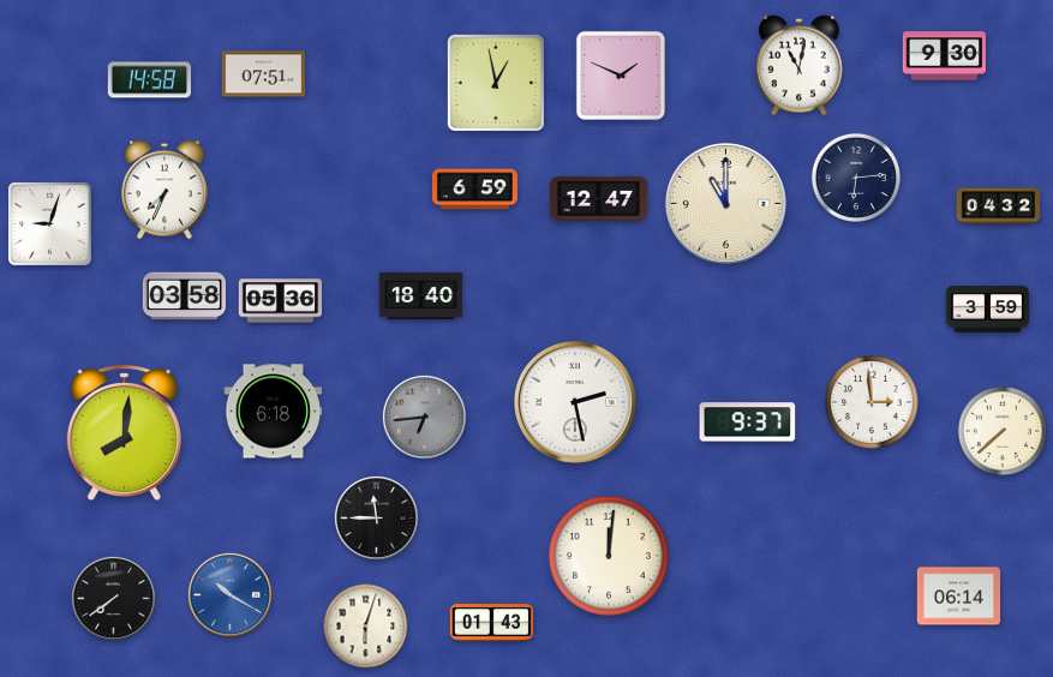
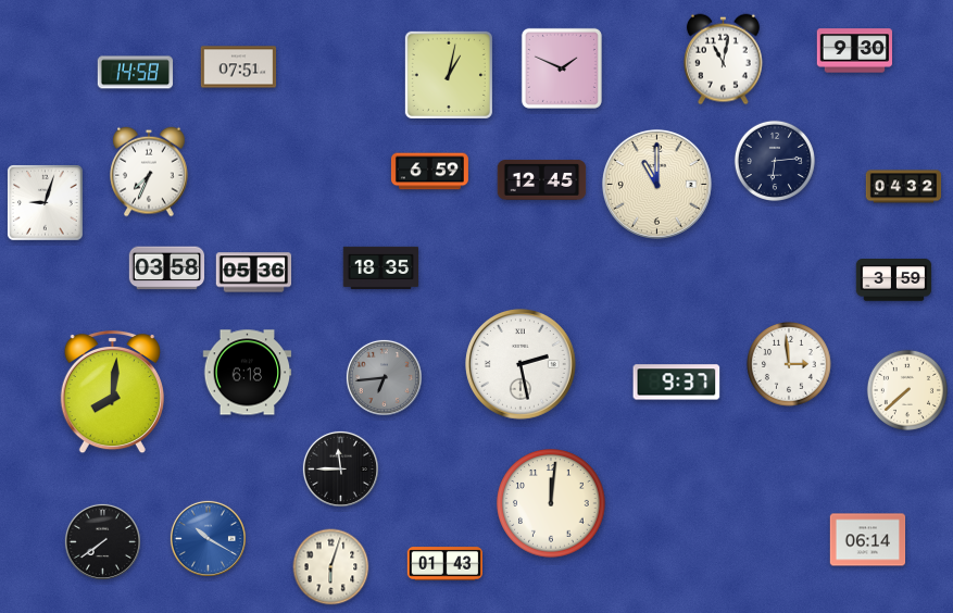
clock at (496, 83): 12:58 -> 1:02
clock at (599, 199): 12:47 -> 12:45
clock at (421, 295): 18:40 -> 18:35
